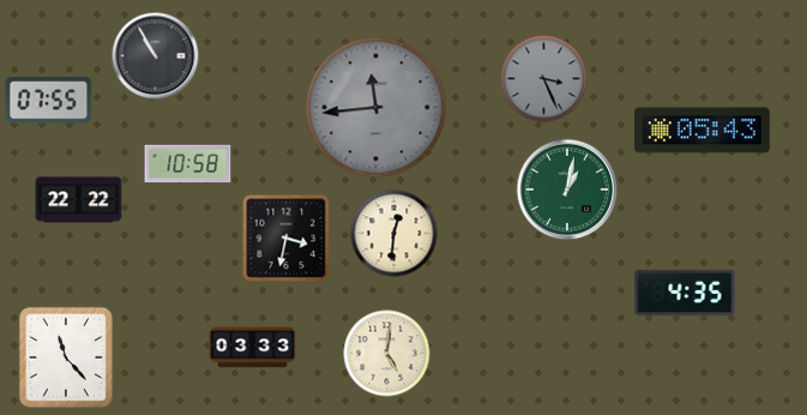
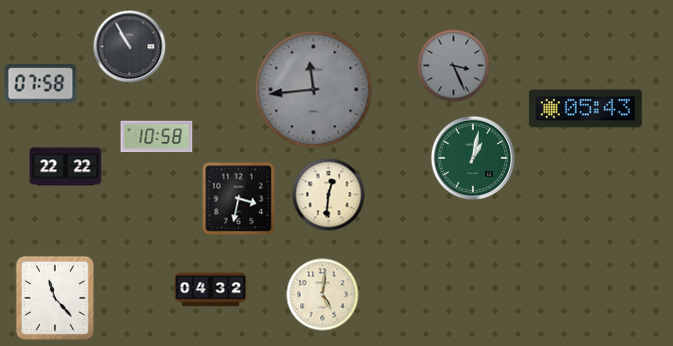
clock at (49, 101): 07:55 -> 07:58
clock at (685, 293): 4:35 -> none
clock at (253, 348): 03:33 -> 04:32
